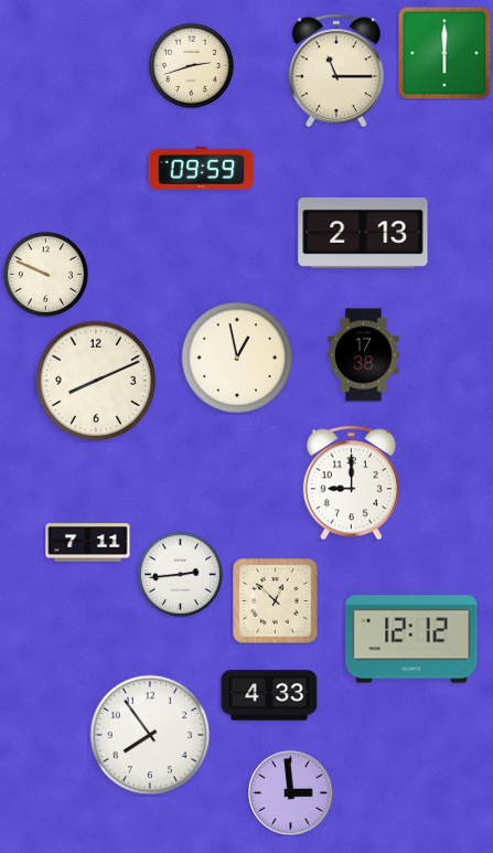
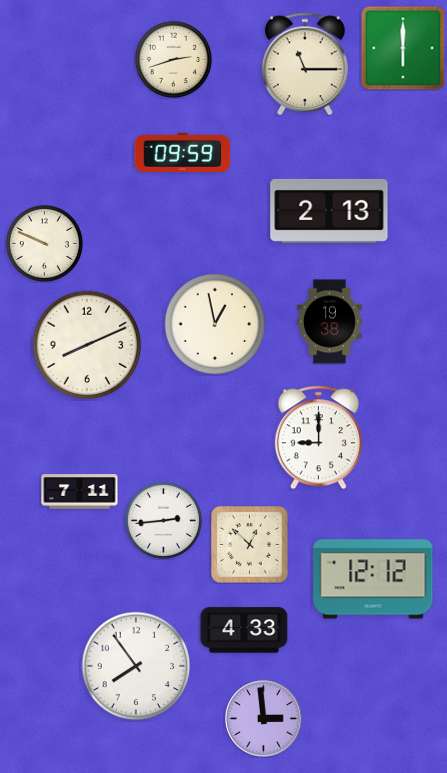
clock at (45, 274) position: (45, 274) -> (44, 243)
clock at (364, 355): 17:38 -> 19:38
